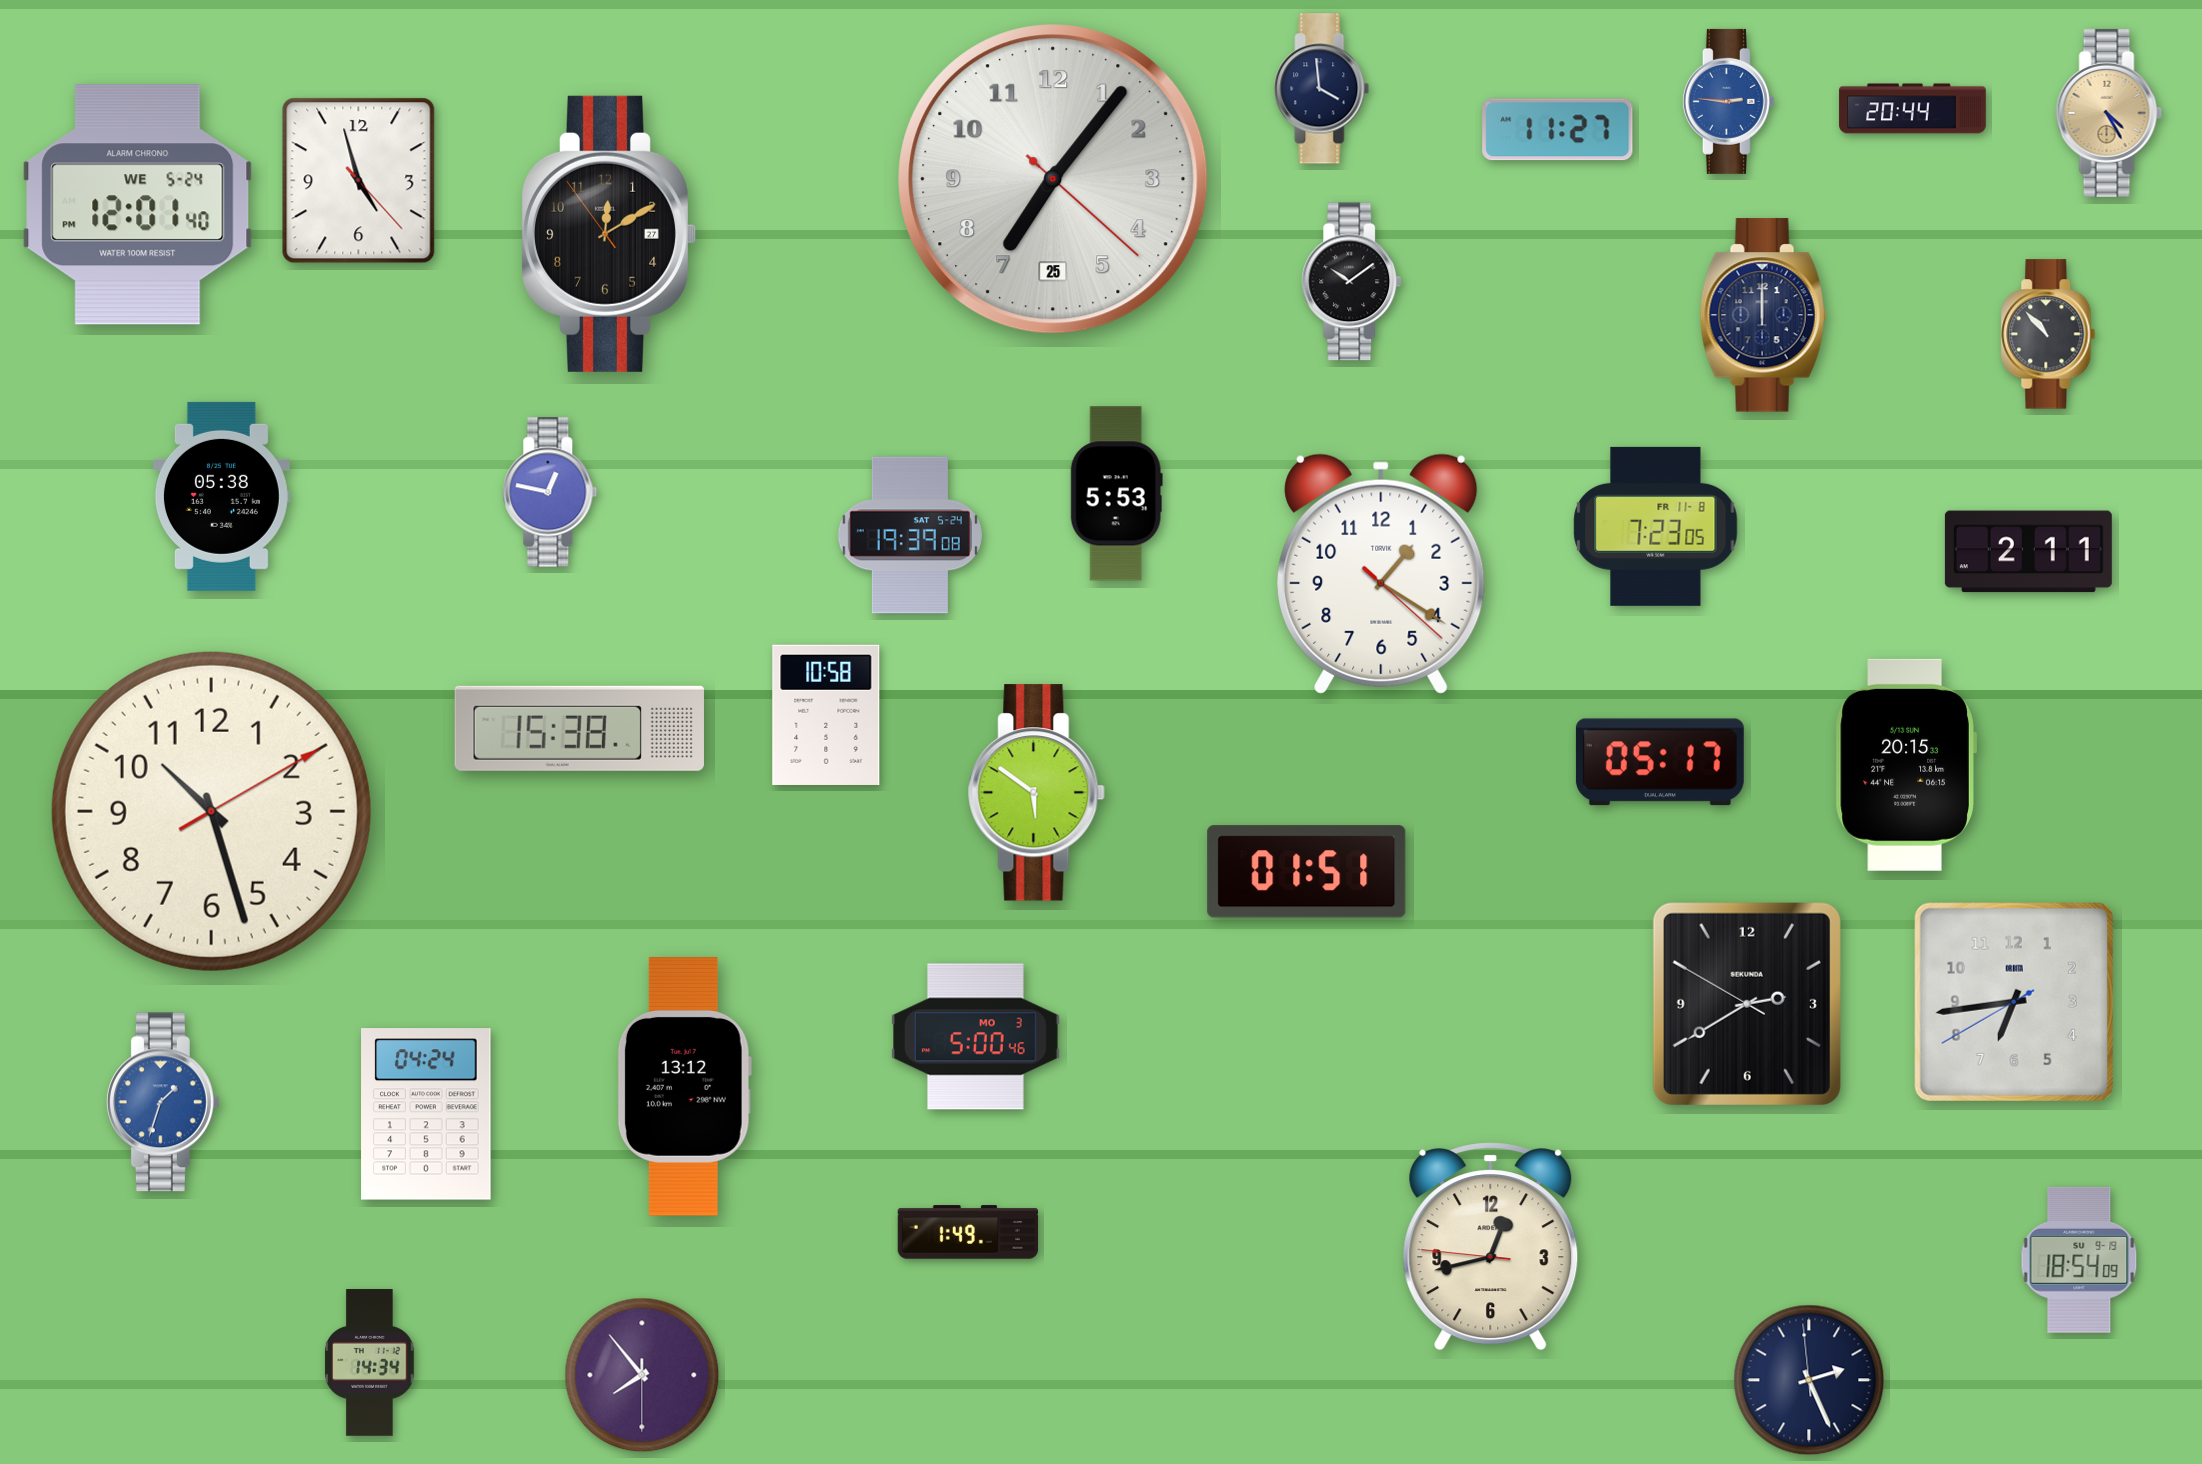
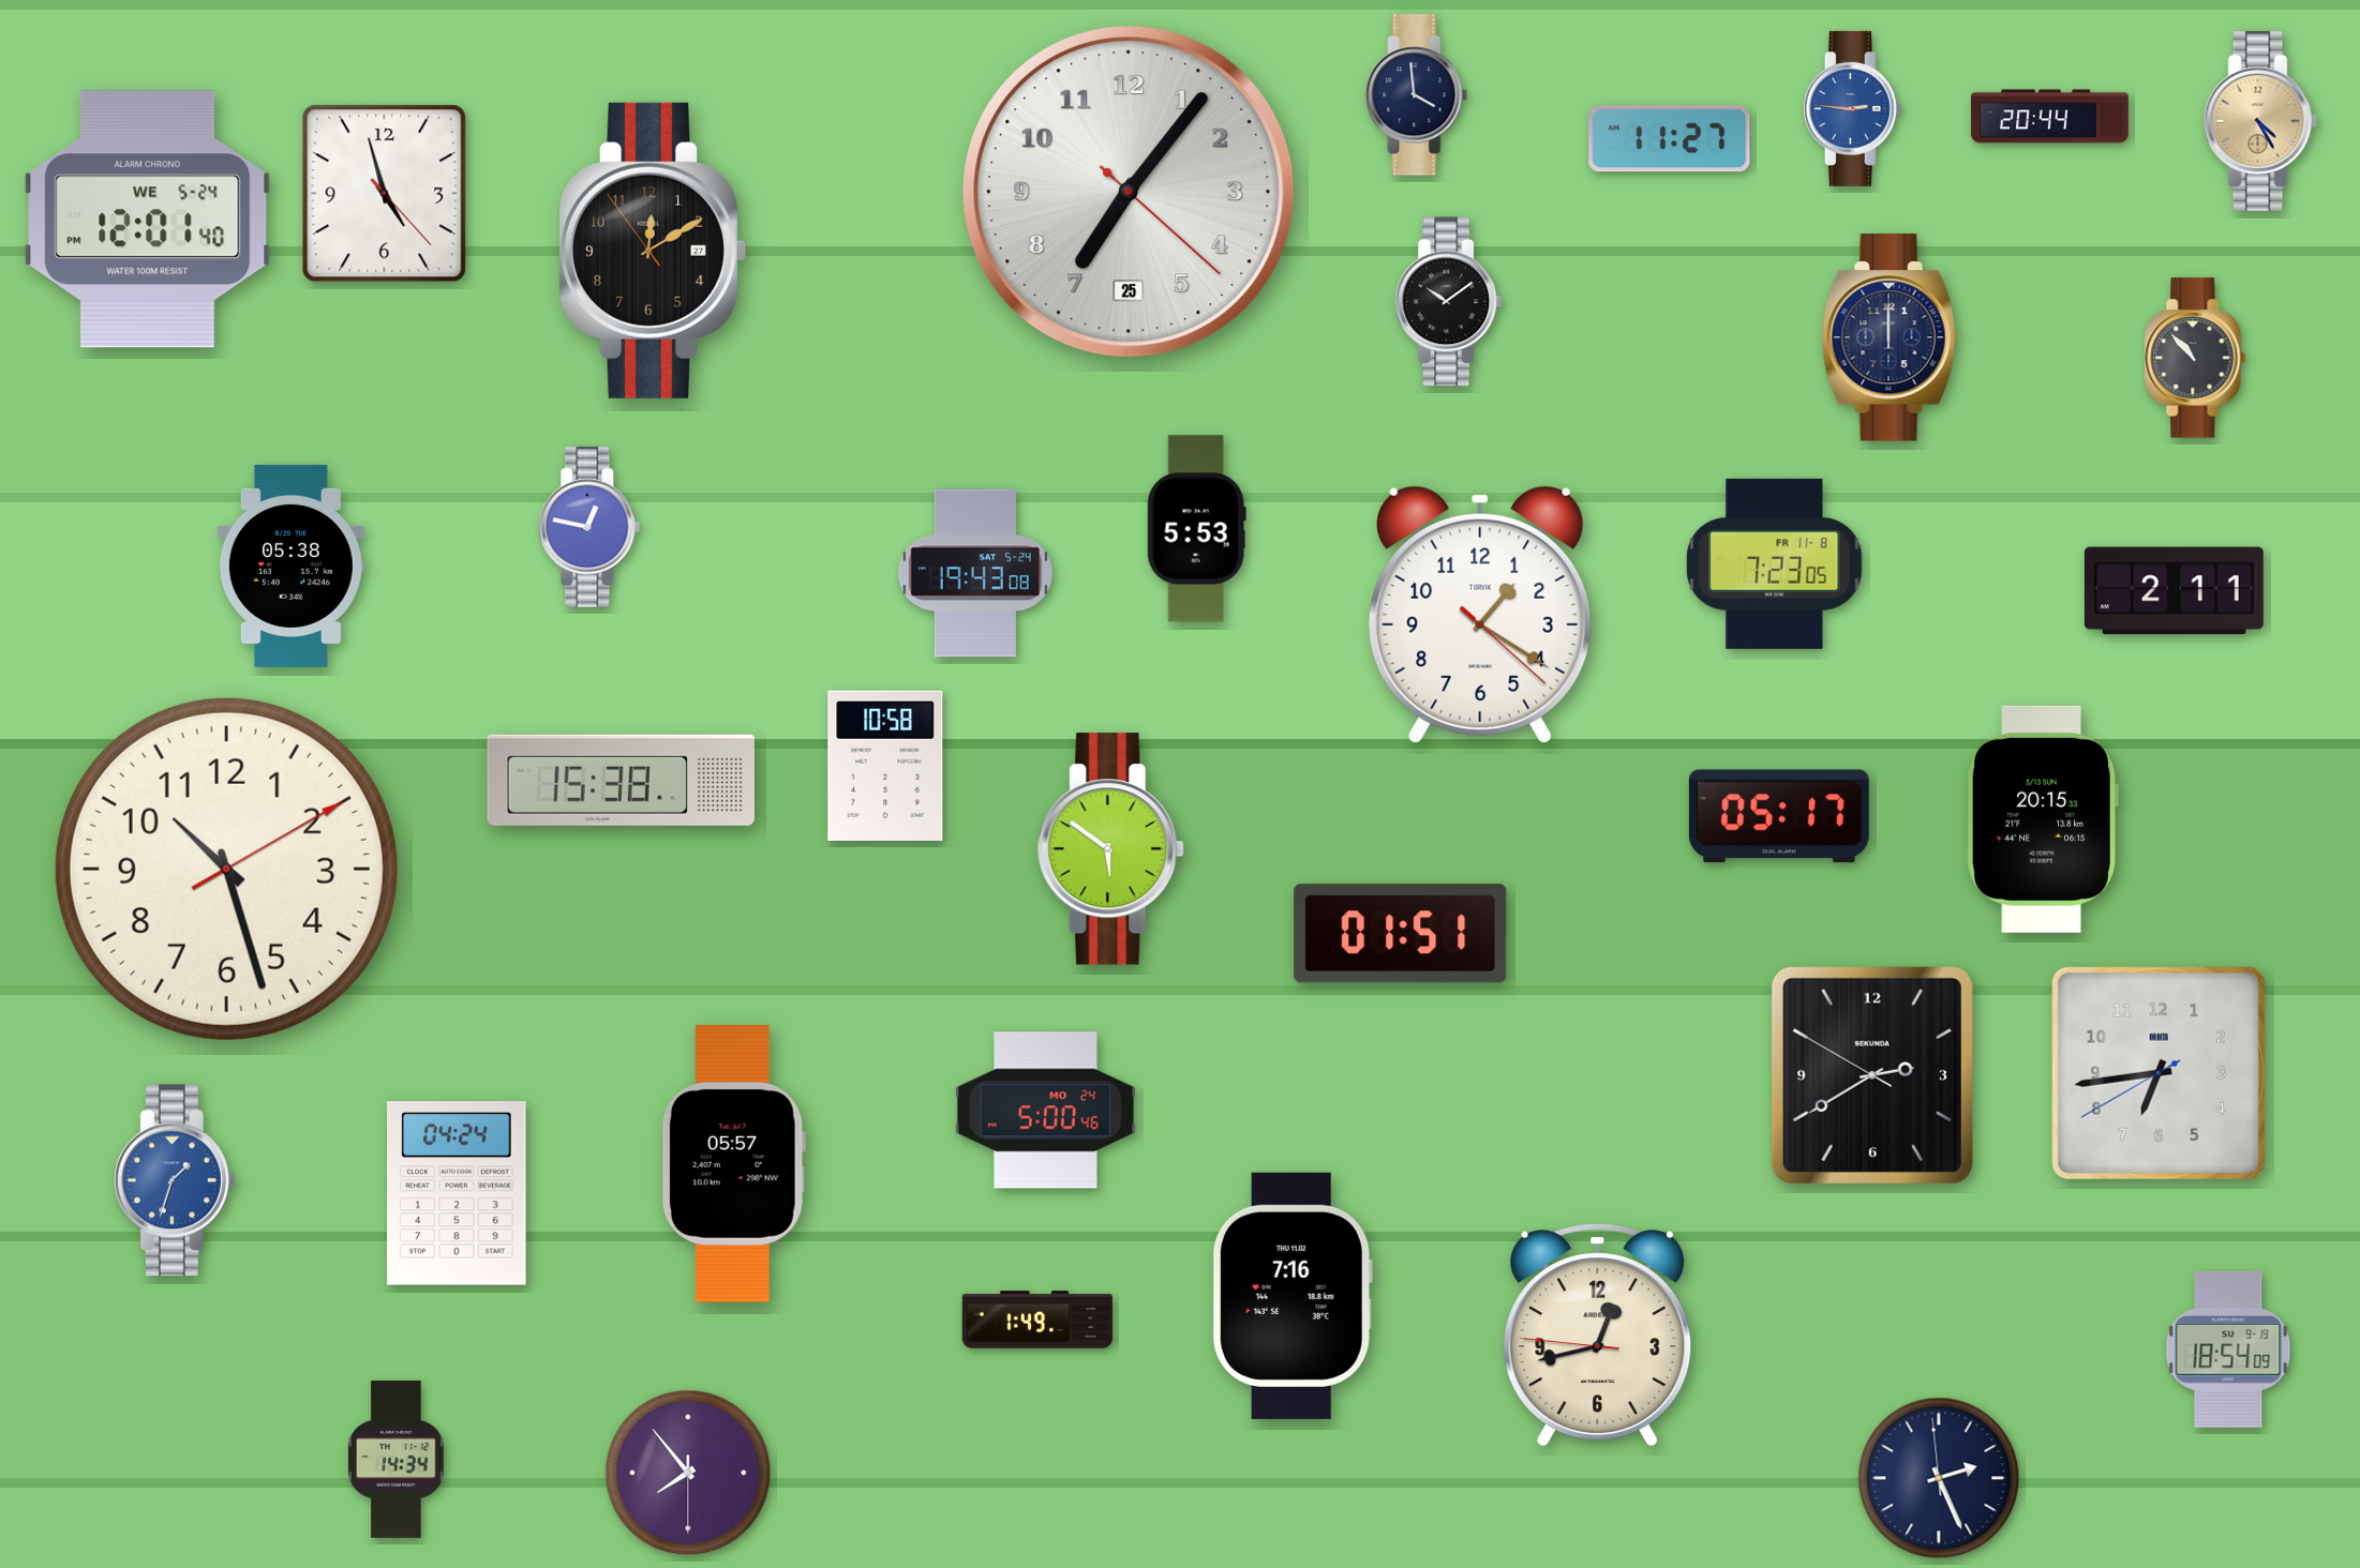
clock at (221, 496) position: (221, 496) -> (290, 566)
clock at (910, 535): 19:39 -> 19:43
clock at (976, 1037) date: MO 3 -> MO 24
clock at (684, 1087): 13:12 -> 05:57
clock at (1293, 1296): none -> 7:16
